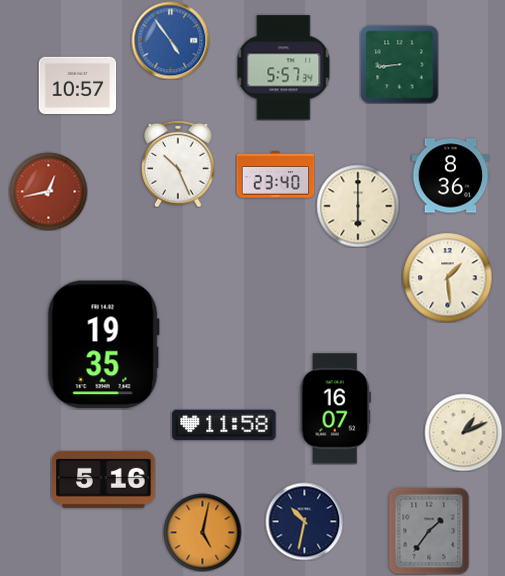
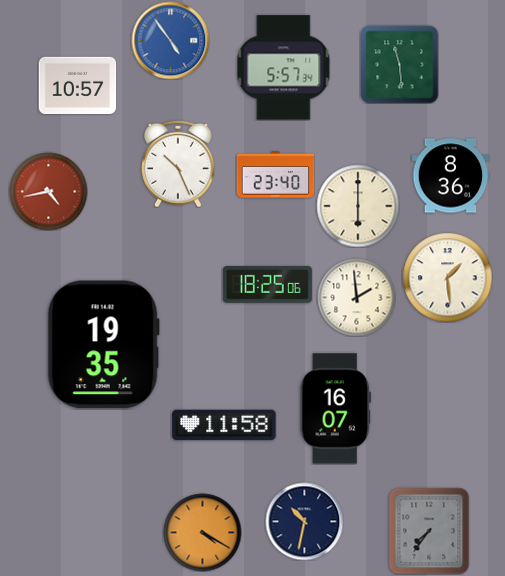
clock at (399, 64): 8:44 -> 11:29
clock at (48, 191): 12:43 -> 4:43
clock at (267, 284): none -> 18:25
clock at (356, 297): none -> 1:59
clock at (463, 432): 1:11 -> none
clock at (104, 479): 5:16 -> none
clock at (429, 531): 1:36 -> 7:36
clock at (202, 532): 5:02 -> 4:20
